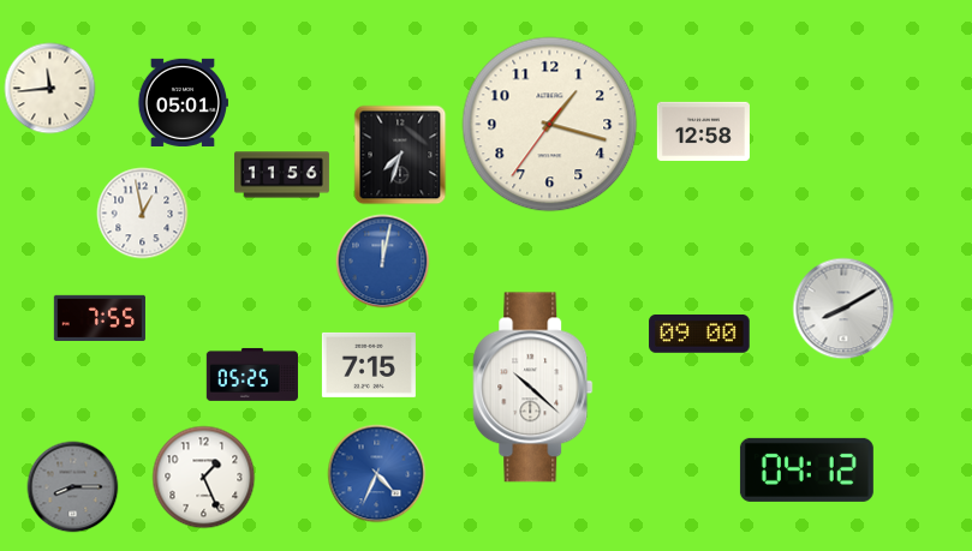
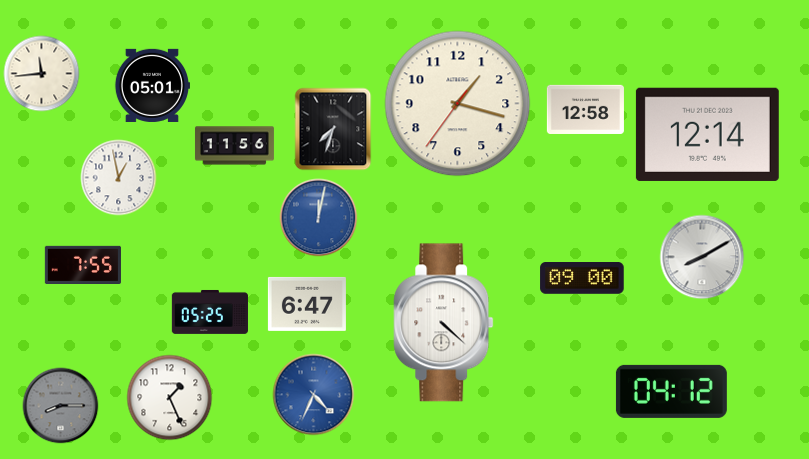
clock at (707, 134): none -> 12:14
clock at (369, 365): 7:15 -> 6:47
clock at (533, 388): 10:22 -> 4:22
